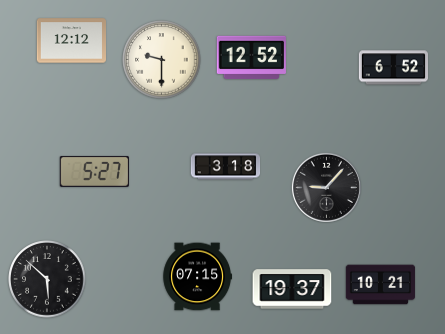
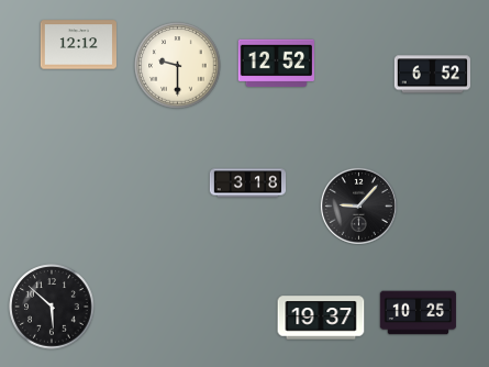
clock at (94, 171): 5:27 -> none
clock at (197, 277): 07:15 -> none
clock at (381, 285): 10:21 -> 10:25
